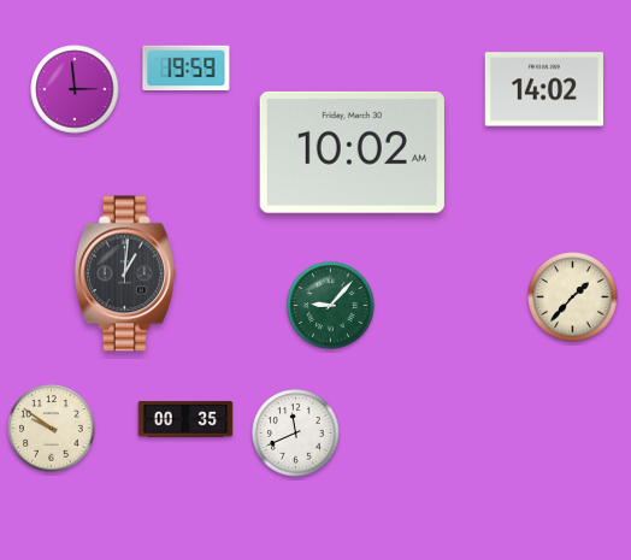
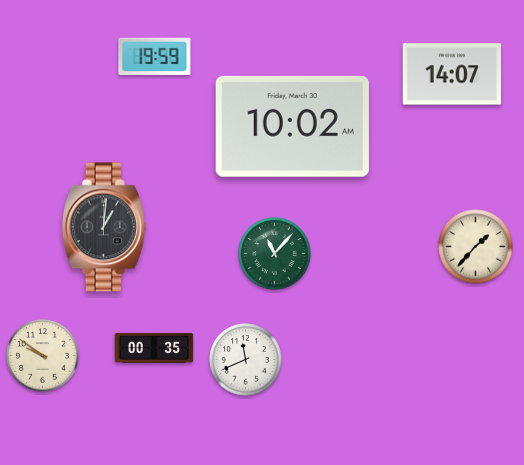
clock at (75, 89): 2:59 -> none
clock at (543, 89): 14:02 -> 14:07
clock at (331, 306): 9:07 -> 11:07
